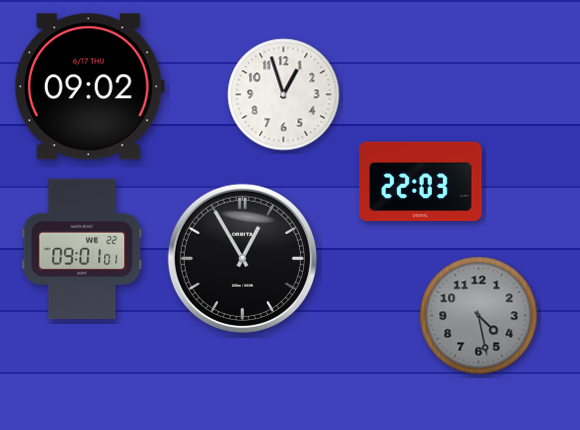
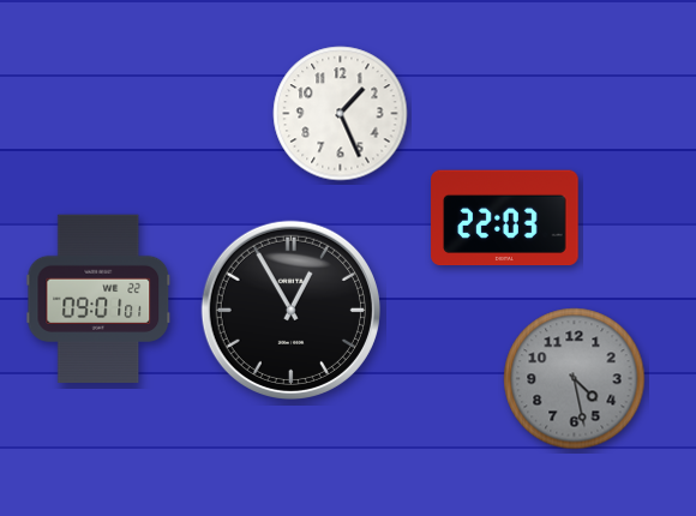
clock at (89, 87): 09:02 -> none
clock at (284, 95): 12:57 -> 1:26
